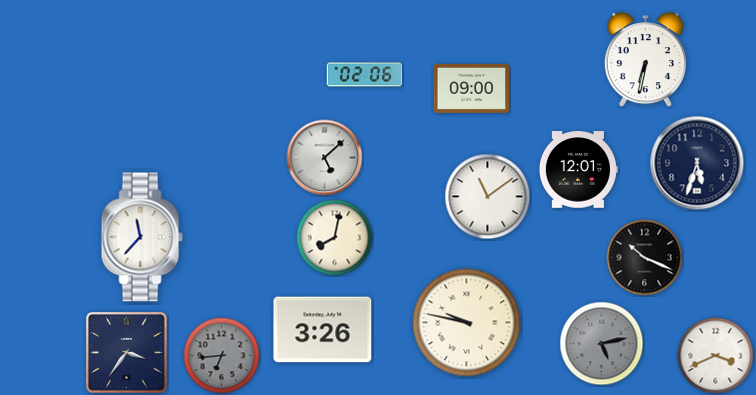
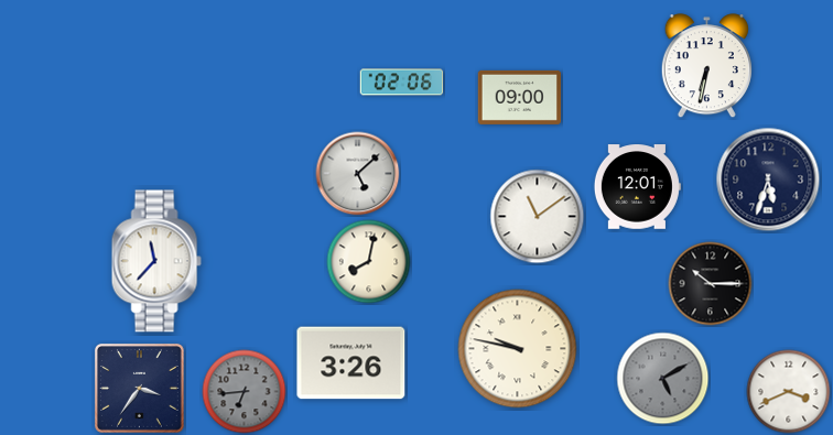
clock at (645, 60) position: (645, 60) -> (706, 66)
clock at (645, 258): 10:19 -> 10:15
clock at (467, 323) position: (467, 323) -> (518, 349)
clock at (323, 330) position: (323, 330) -> (351, 363)
clock at (602, 344): 5:13 -> 5:10
